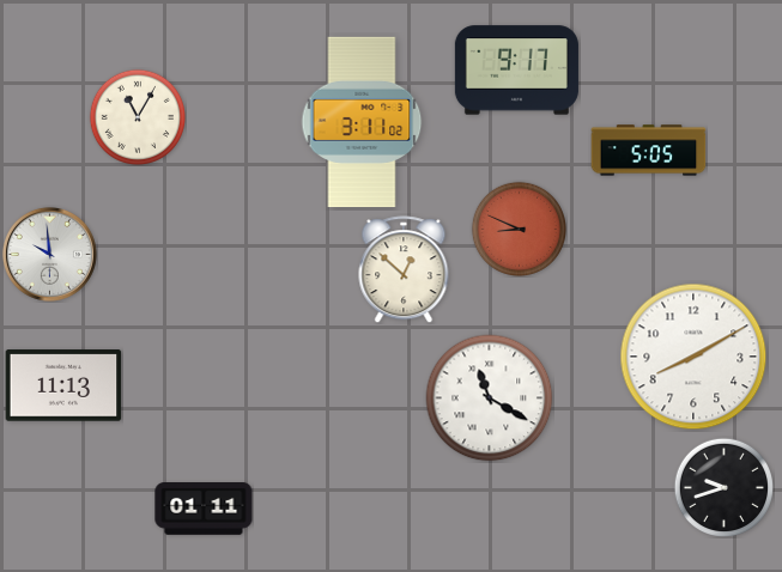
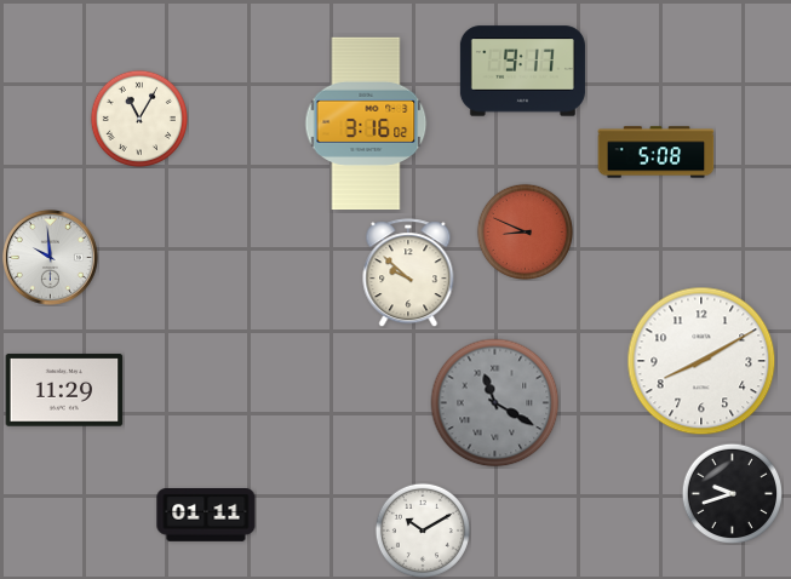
clock at (362, 121): 3:11 -> 3:16
clock at (649, 151): 5:05 -> 5:08
clock at (404, 269): 12:52 -> 9:52
clock at (63, 385): 11:13 -> 11:29
clock at (490, 398) dial: white -> grey
clock at (423, 531): none -> 10:10
